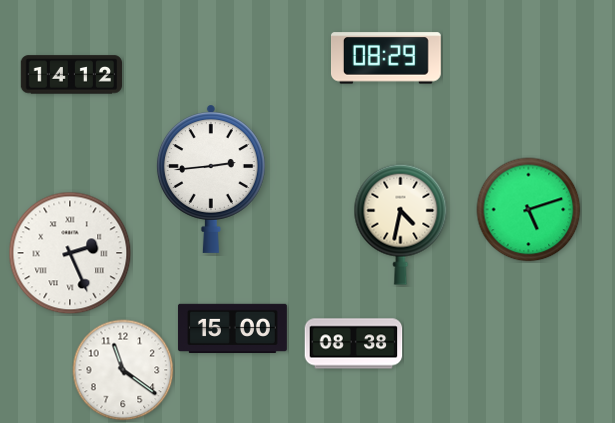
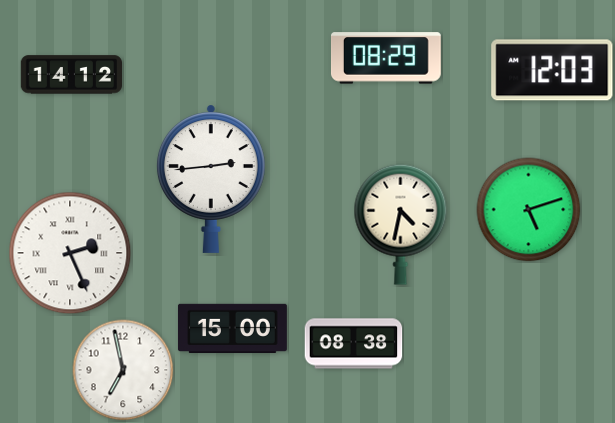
clock at (552, 70): none -> 12:03
clock at (123, 370): 11:21 -> 6:58
